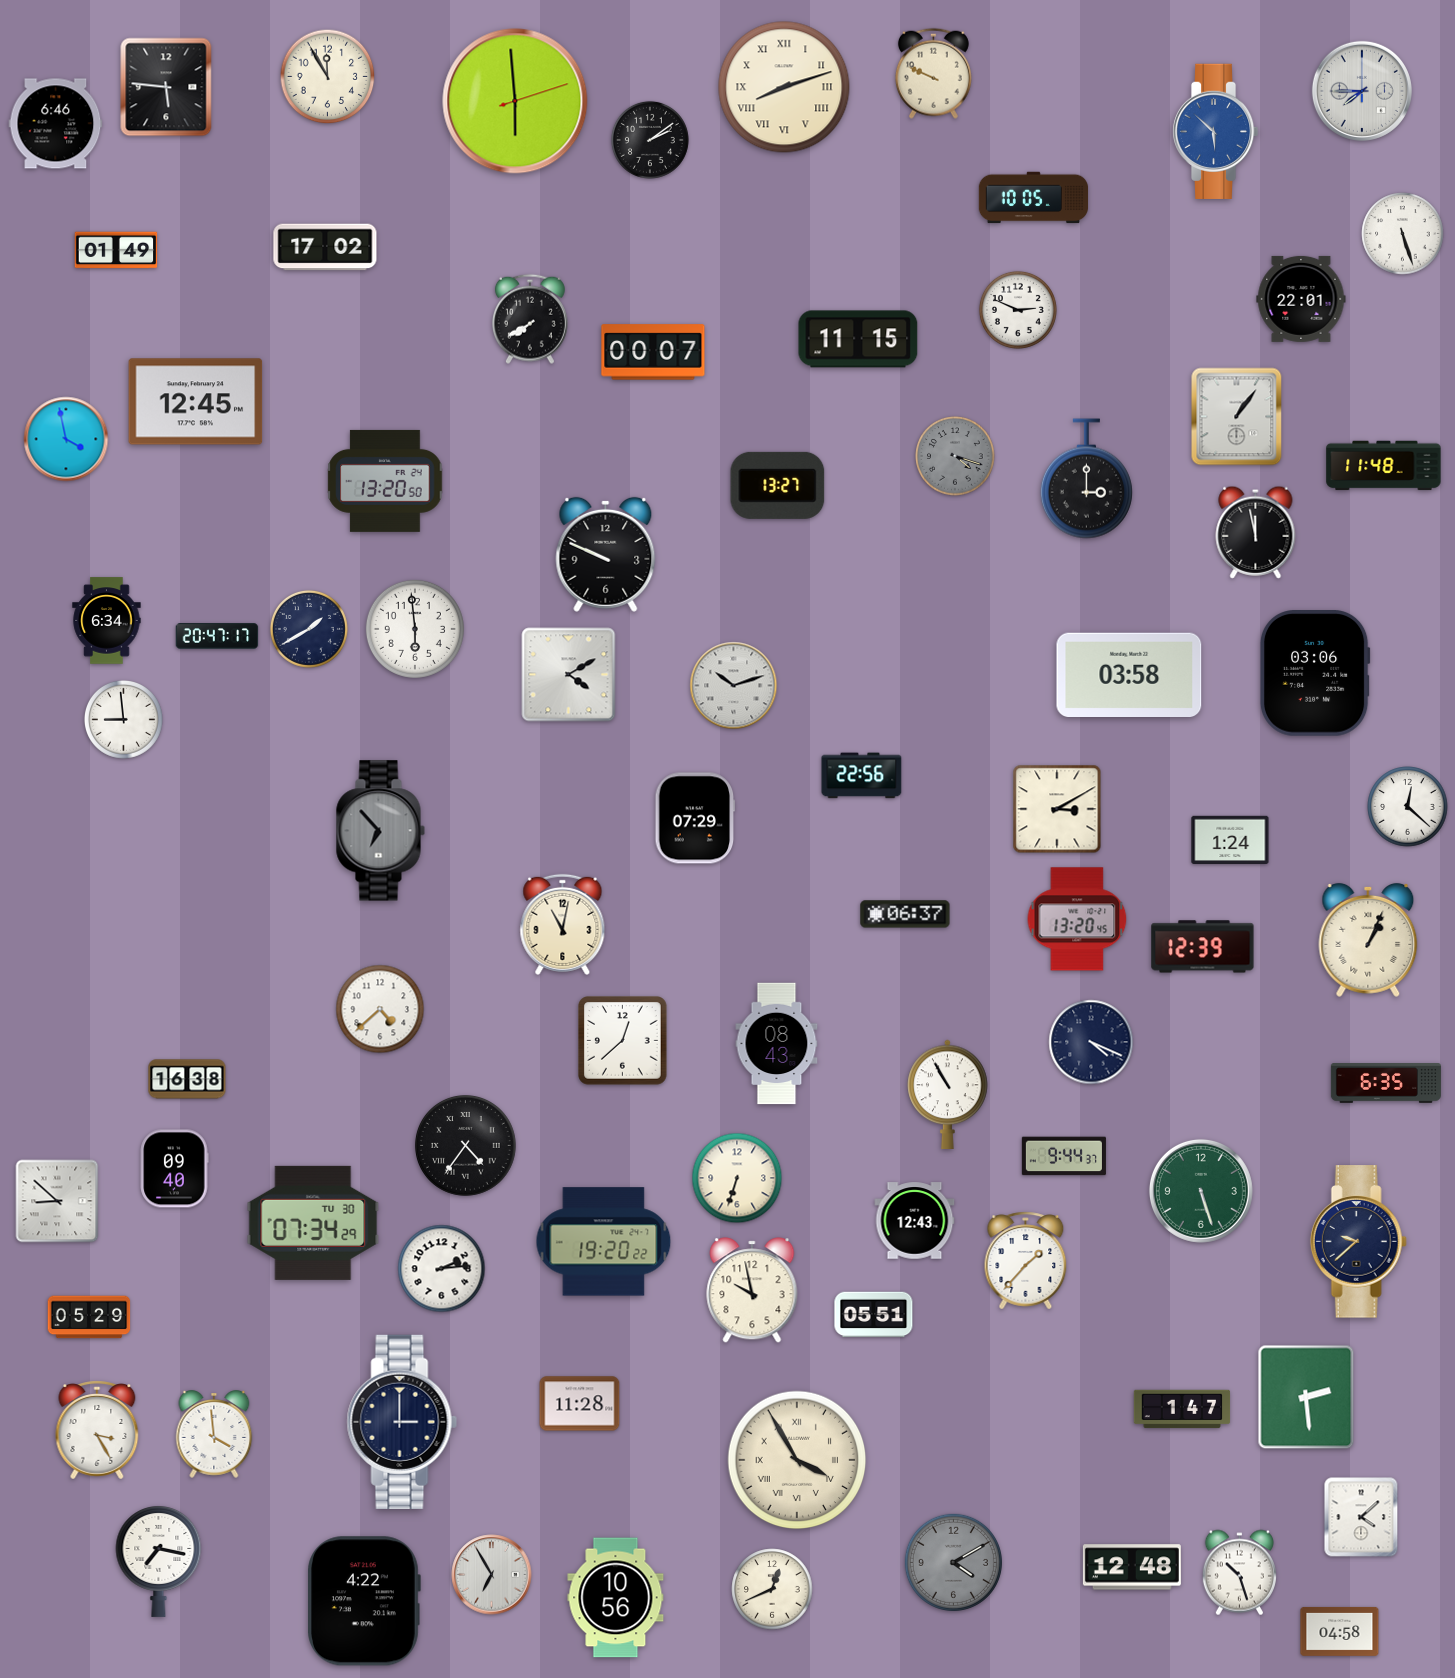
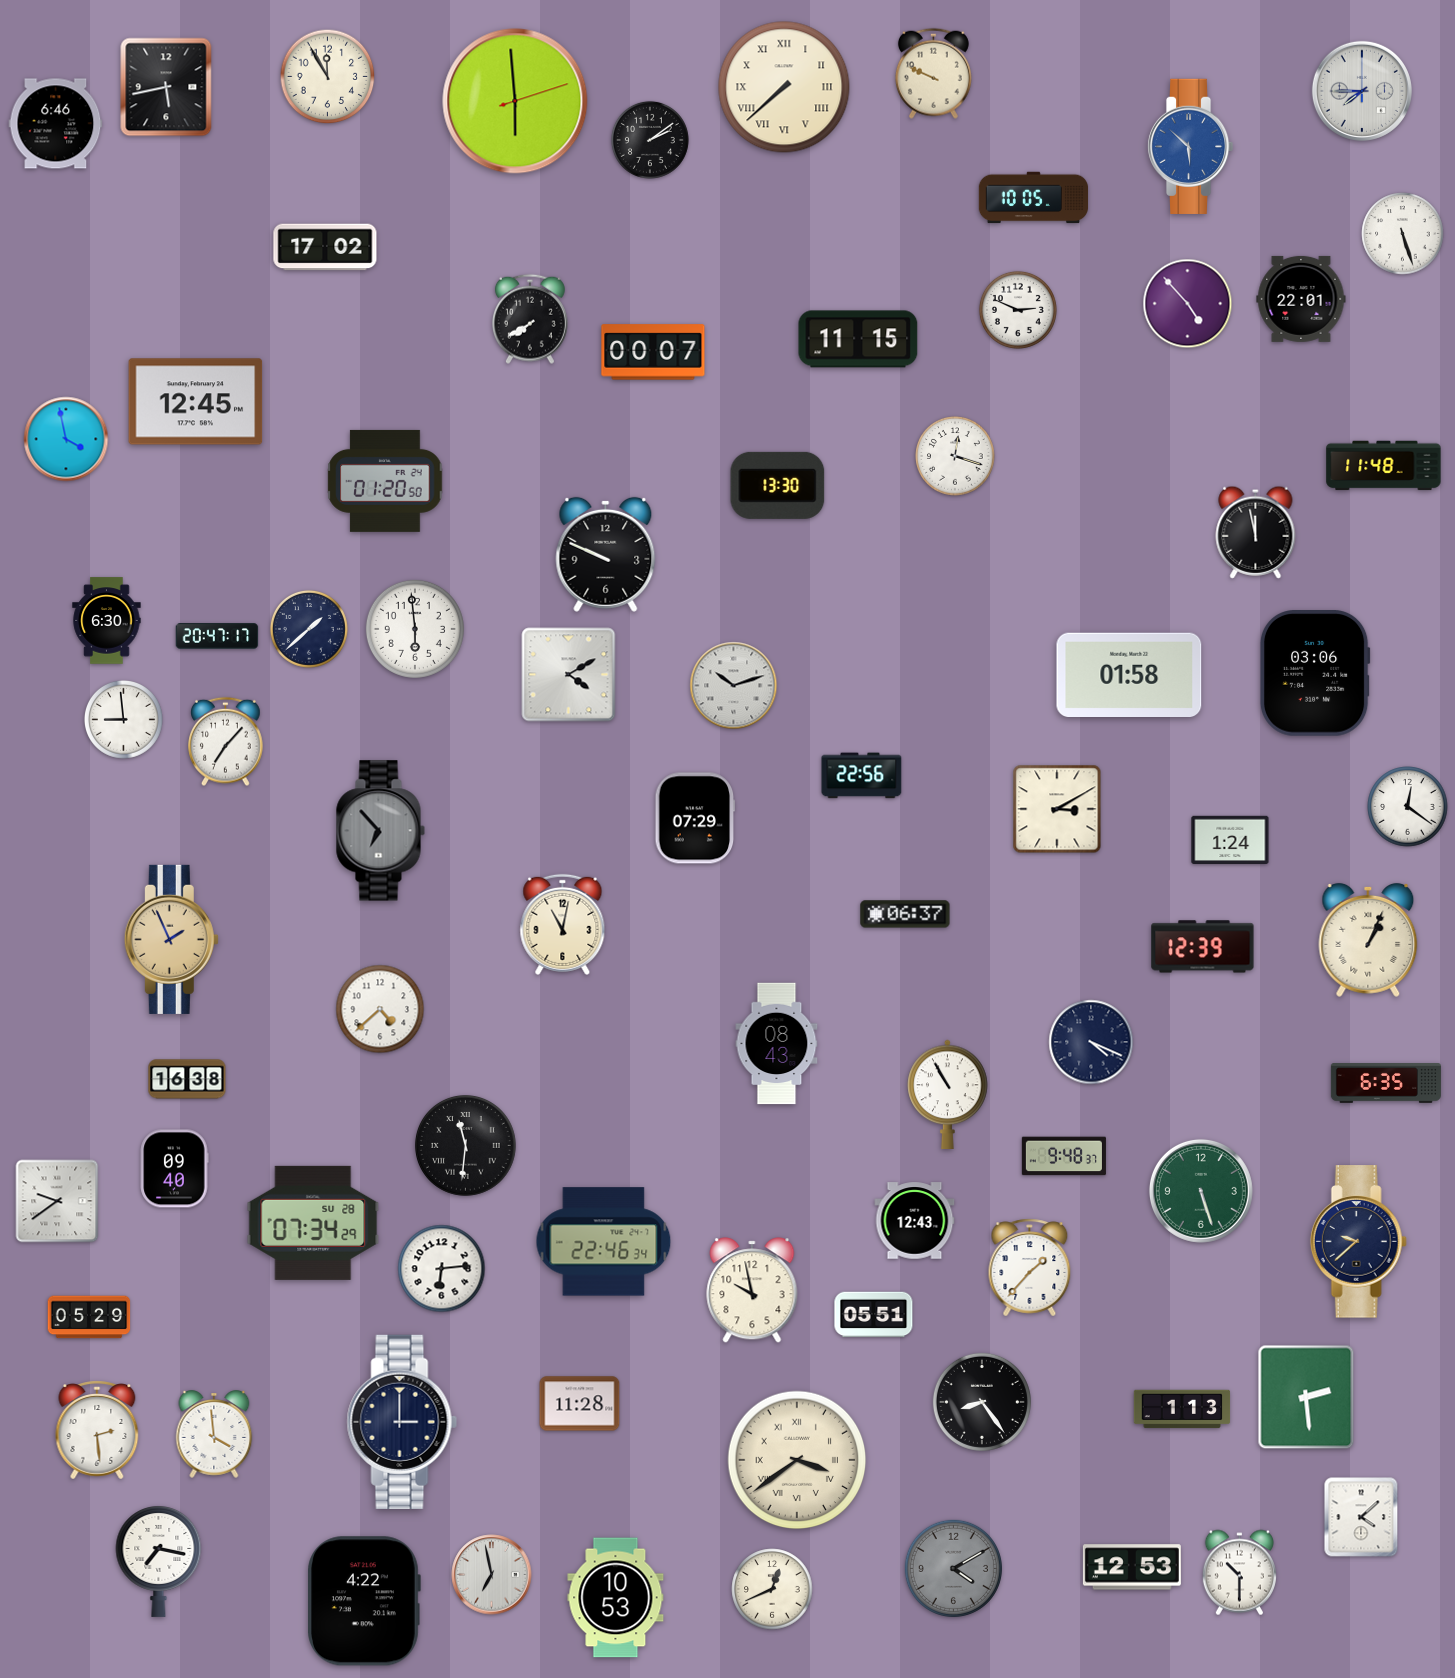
clock at (166, 87): 5:46 -> 5:43
clock at (784, 87): 8:12 -> 7:38
clock at (1215, 131) position: (1215, 131) -> (1190, 146)
clock at (116, 250): 01:49 -> none
clock at (1188, 304): none -> 4:53
clock at (1237, 417): 1:06 -> none
clock at (955, 456): 4:18 -> 12:18
clock at (955, 456) dial: grey -> white
clock at (1086, 479): 3:00 -> none
clock at (385, 481): 13:20 -> 01:20
clock at (778, 485): 13:27 -> 13:30
clock at (107, 621): 6:34 -> 6:30
clock at (309, 629): 1:40 -> 1:38
clock at (1129, 674): 03:58 -> 01:58
clock at (226, 742): none -> 7:07
clock at (1408, 807): 12:22 -> 12:21
clock at (1077, 919): 13:20 -> none
clock at (171, 939): none -> 1:56
clock at (623, 1041): 12:38 -> none
clock at (466, 1146): 4:36 -> 11:31
clock at (1064, 1156): 9:44 -> 9:48
clock at (737, 1178): 6:33 -> none
clock at (57, 1201): 8:52 -> 9:39
clock at (313, 1223) date: TU 30 -> SU 28
clock at (604, 1242): 19:20 -> 22:46
clock at (1026, 1261) position: (1026, 1261) -> (1030, 1268)
clock at (442, 1269): 2:14 -> 6:14
clock at (982, 1402): none -> 8:24
clock at (1182, 1409): 1:47 -> 1:13
clock at (97, 1430): 3:25 -> 2:29
clock at (797, 1460): 3:55 -> 3:39
clock at (953, 1562) position: (953, 1562) -> (953, 1568)
clock at (1132, 1567): 12:48 -> 12:53
clock at (1239, 1573): 10:27 -> 10:30
clock at (492, 1575): 6:55 -> 6:58
clock at (616, 1598): 10:56 -> 10:53
clock at (1340, 1631): 04:58 -> none
